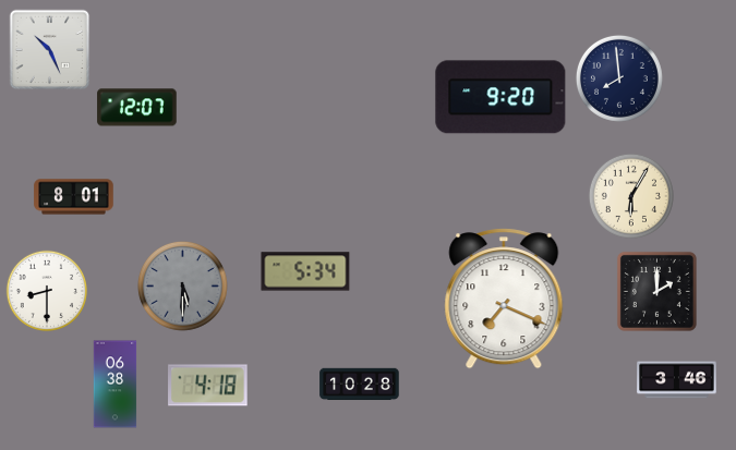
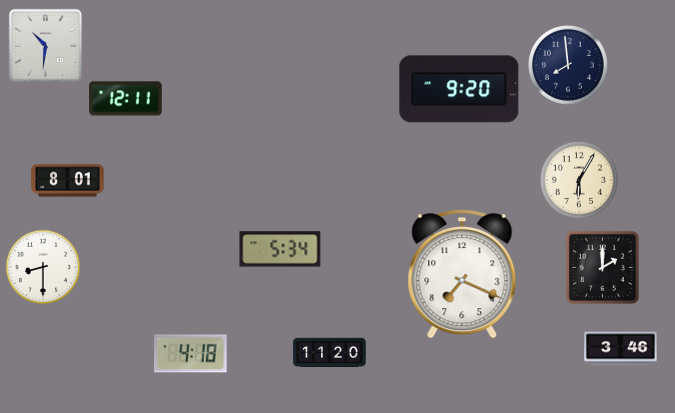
clock at (50, 50): 10:26 -> 10:31
clock at (619, 78) position: (619, 78) -> (568, 65)
clock at (137, 108): 12:07 -> 12:11
clock at (183, 287): 5:30 -> none
clock at (116, 385): 06:38 -> none
clock at (360, 385): 10:28 -> 11:20
